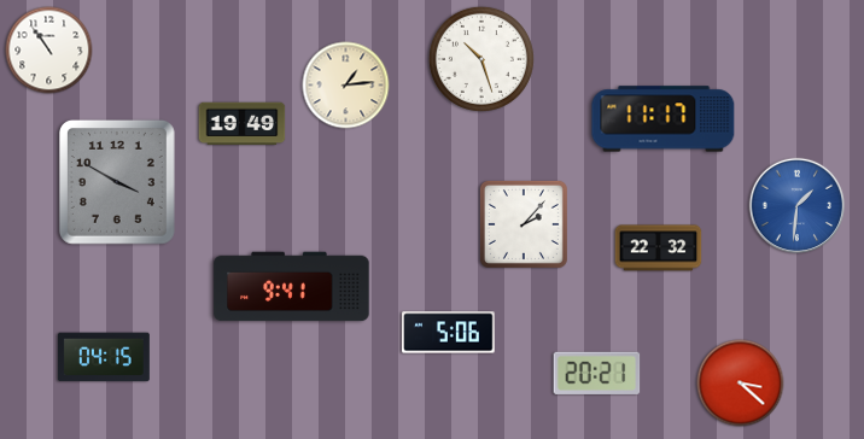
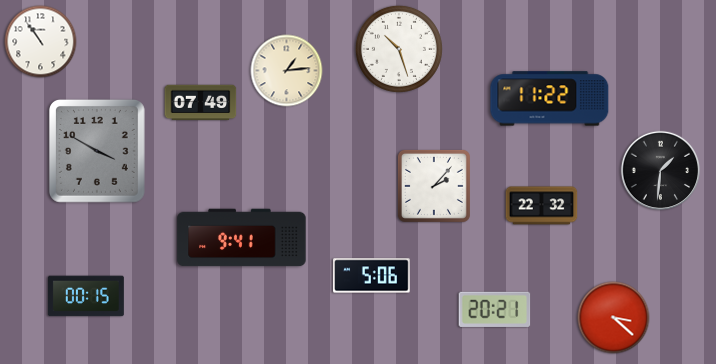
clock at (664, 119): 11:17 -> 11:22
clock at (243, 124): 19:49 -> 07:49
clock at (798, 206) dial: blue -> black
clock at (659, 248) position: (659, 248) -> (542, 206)
clock at (104, 357): 04:15 -> 00:15
